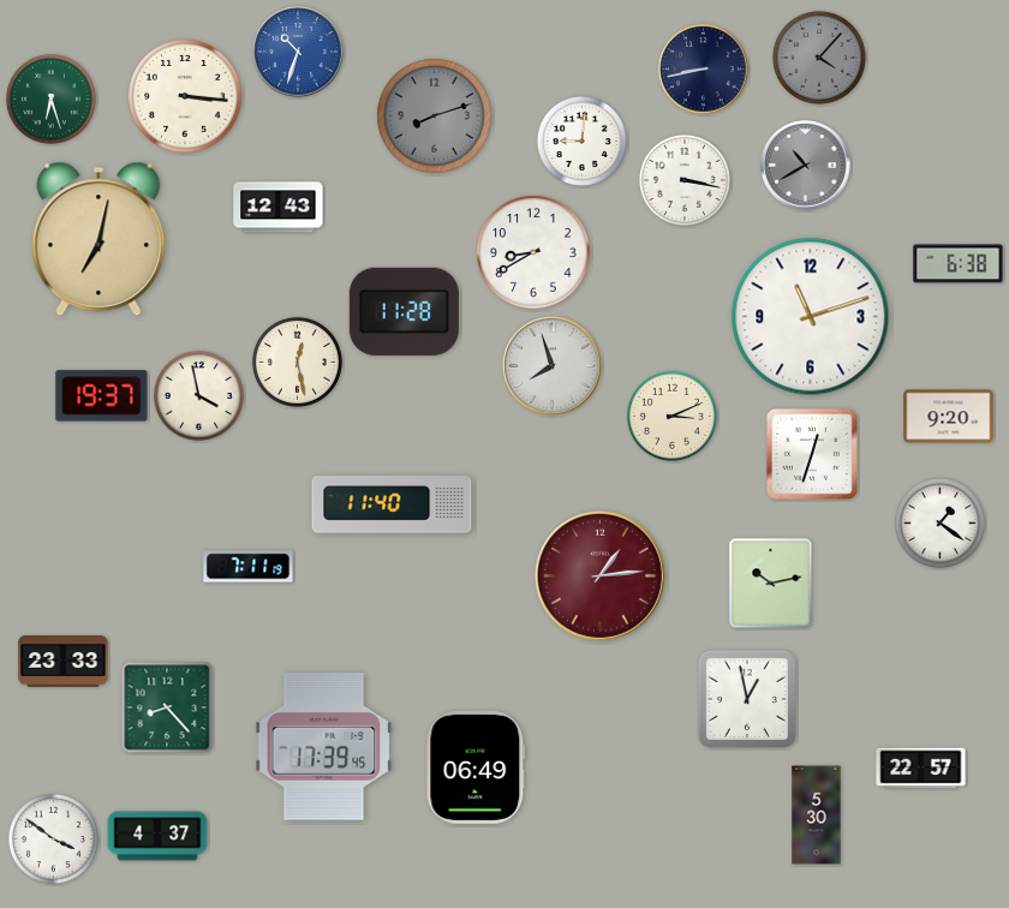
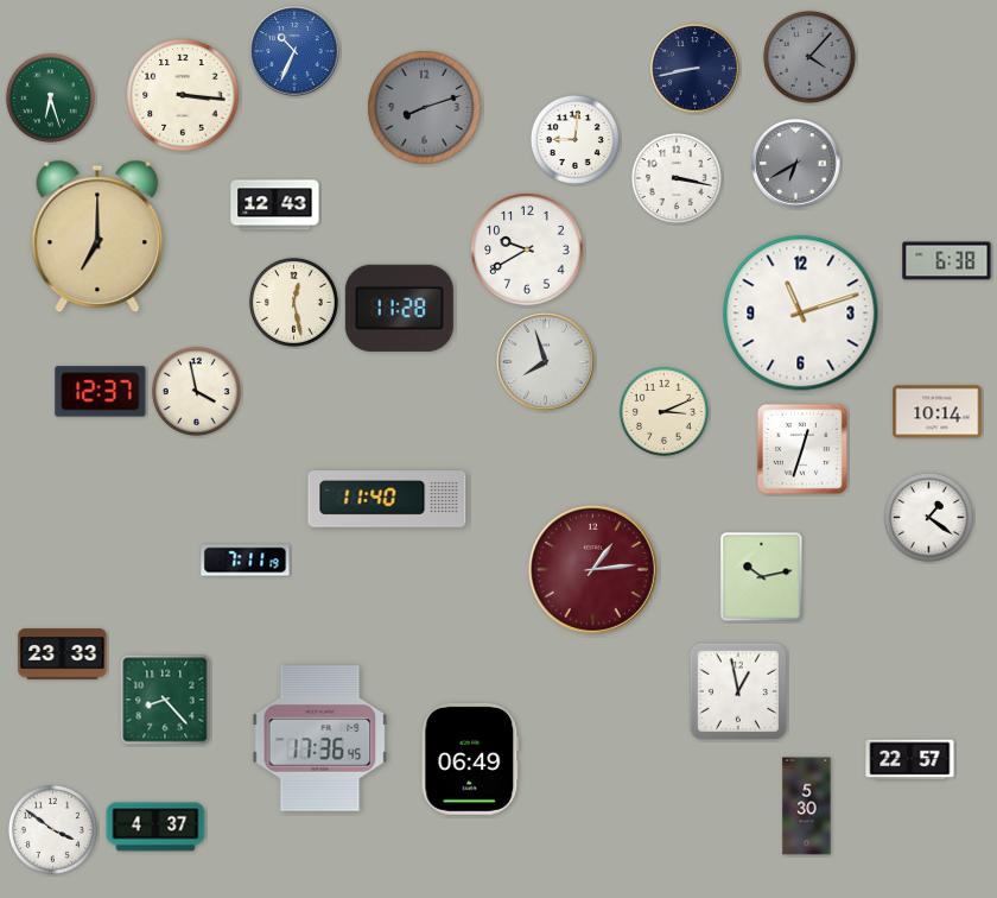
clock at (298, 52): 10:33 -> 10:34
clock at (435, 117) position: (435, 117) -> (425, 108)
clock at (806, 166): 10:40 -> 6:40
clock at (98, 239): 7:02 -> 7:00
clock at (533, 252): 8:40 -> 9:40
clock at (297, 362) position: (297, 362) -> (293, 302)
clock at (102, 396): 19:37 -> 12:37
clock at (949, 417): 9:20 -> 10:14
clock at (324, 747): 17:39 -> 17:36
